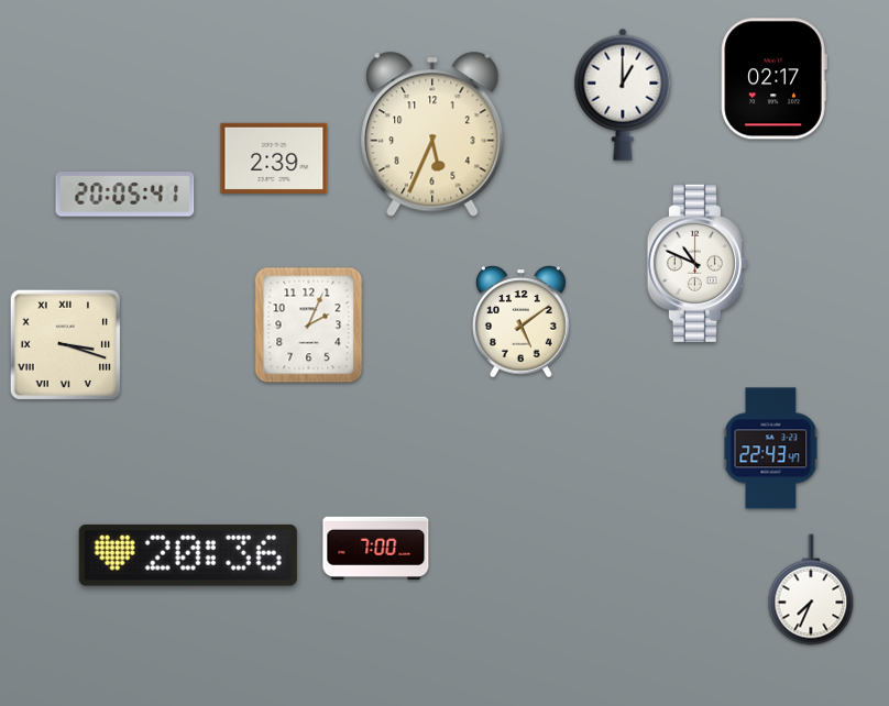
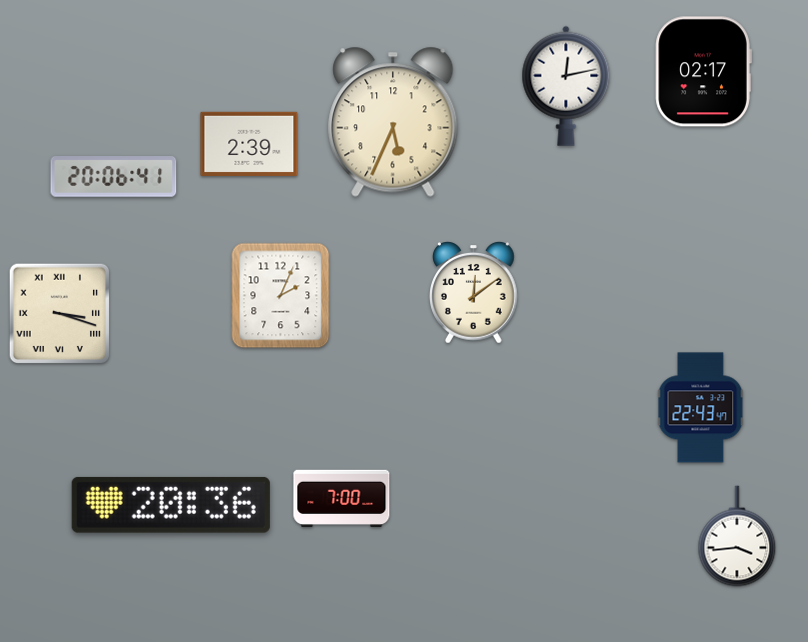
clock at (623, 95): 1:00 -> 12:13
clock at (125, 195): 20:05 -> 20:06
clock at (696, 263): 10:49 -> none
clock at (522, 322): 5:09 -> 12:09
clock at (811, 589): 7:34 -> 3:44
